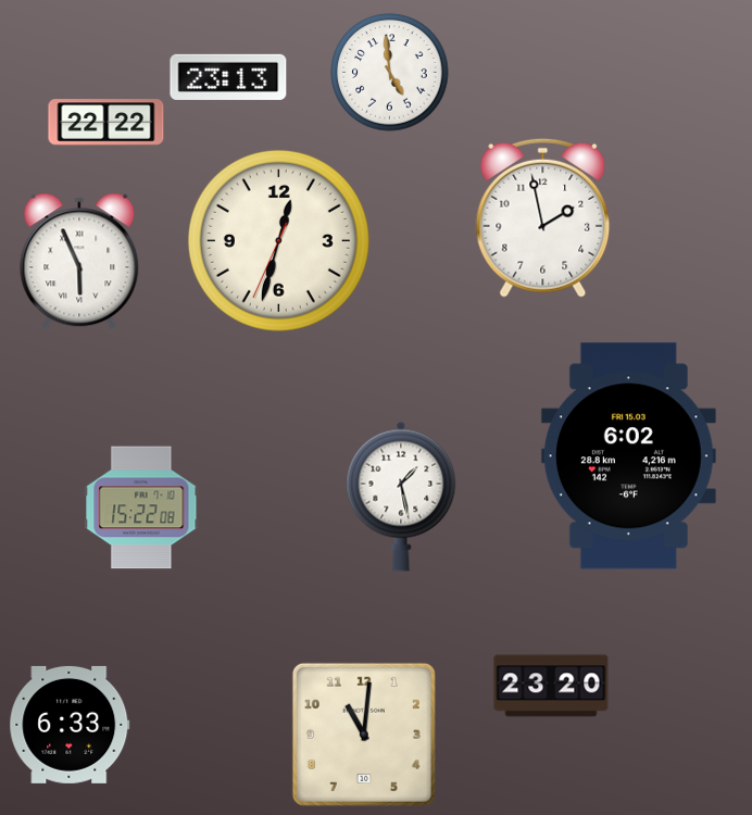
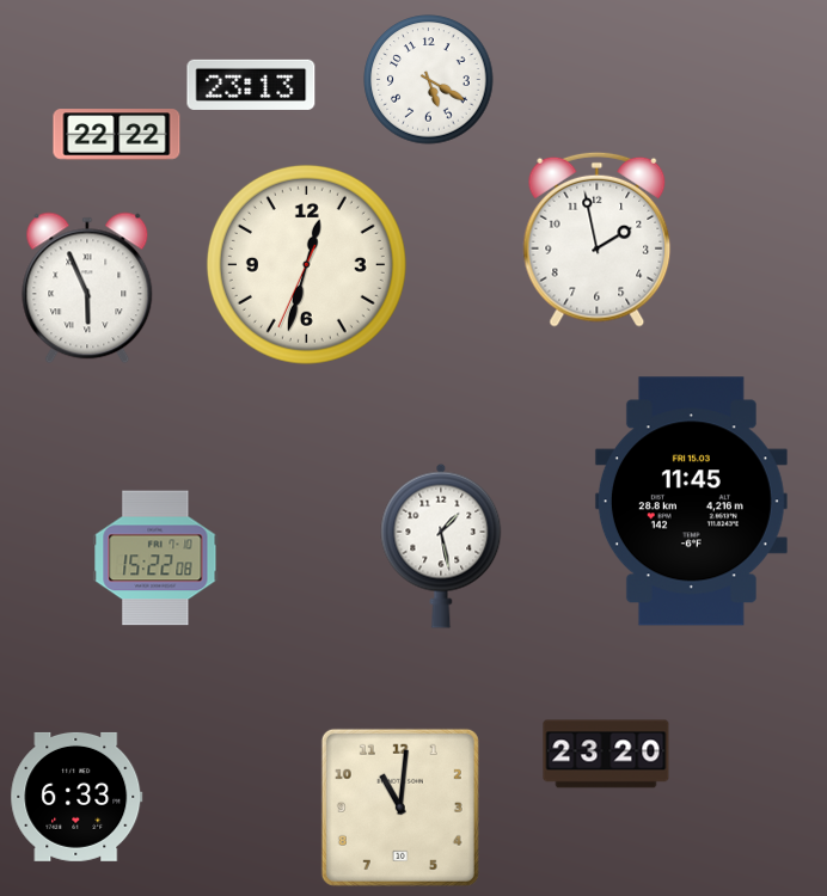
clock at (390, 73): 4:59 -> 5:20
clock at (628, 456): 6:02 -> 11:45
